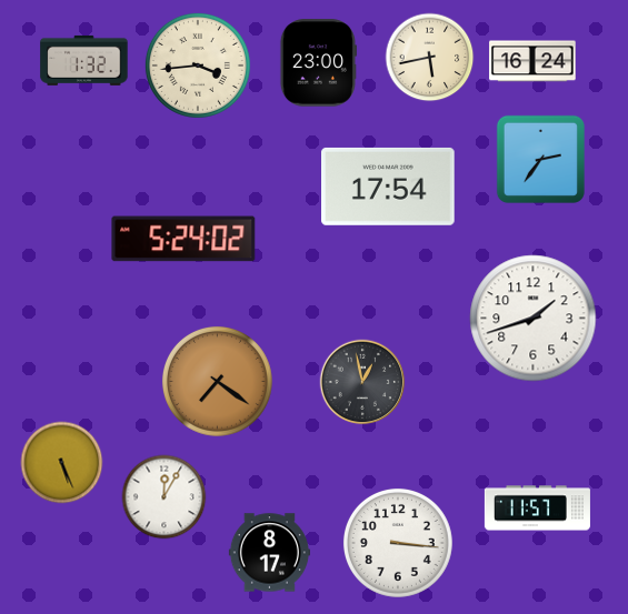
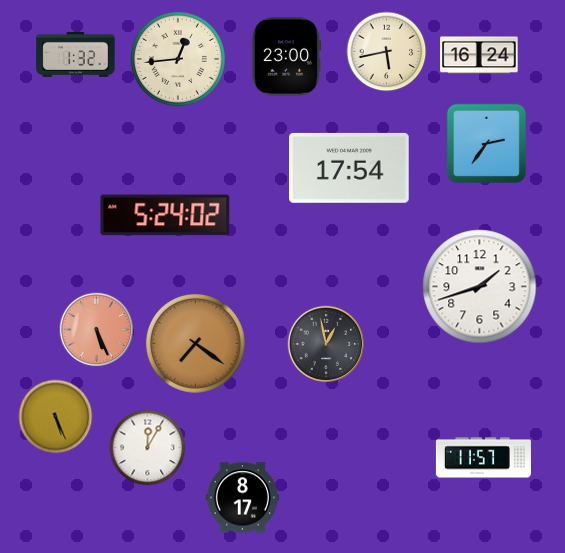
clock at (198, 66): 3:44 -> 12:44
clock at (97, 330): none -> 5:26
clock at (398, 543): 3:16 -> none
